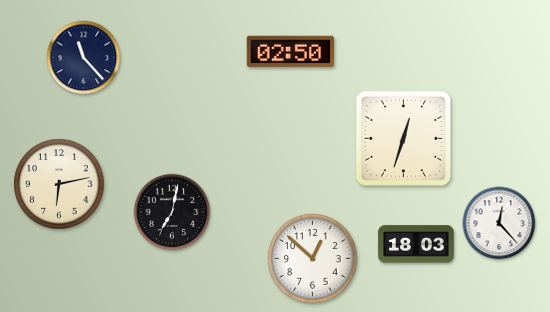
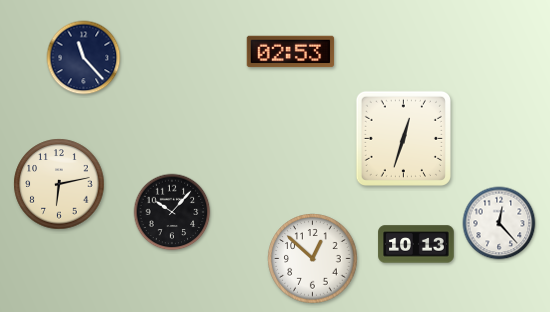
clock at (291, 52): 02:50 -> 02:53
clock at (172, 212): 7:02 -> 10:07
clock at (416, 244): 18:03 -> 10:13
